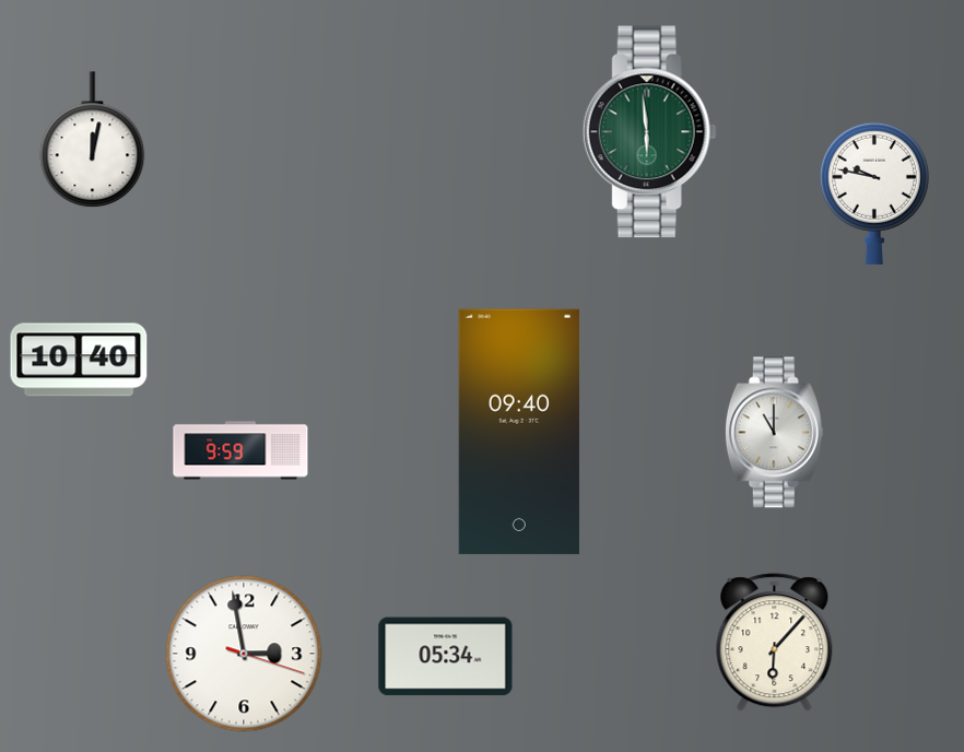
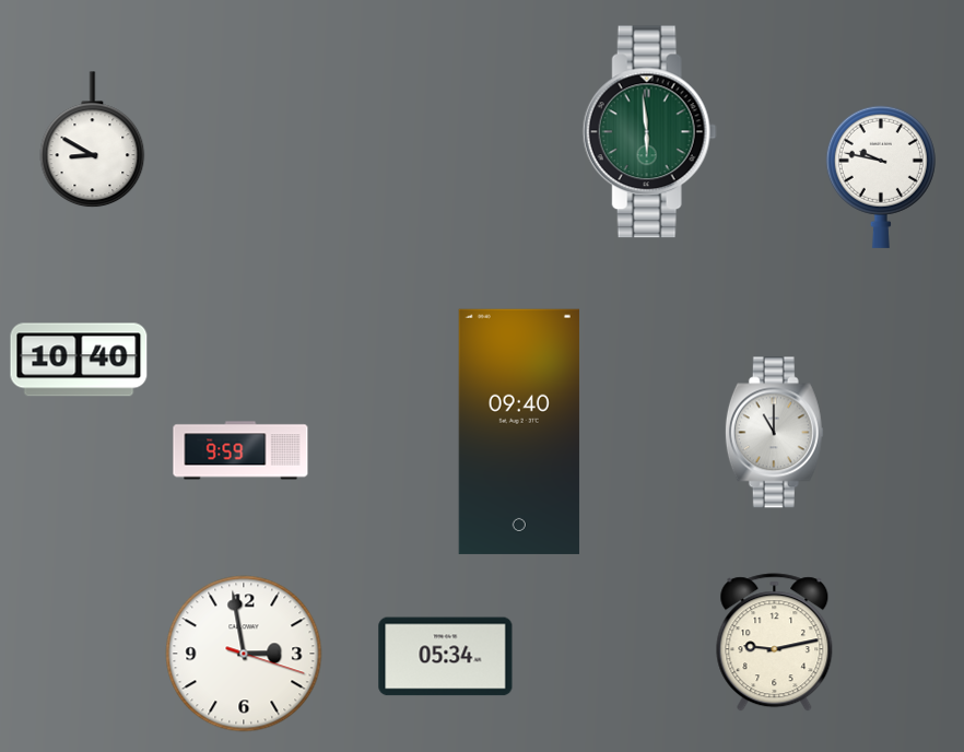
clock at (93, 140): 12:02 -> 8:50
clock at (874, 193) position: (874, 193) -> (881, 177)
clock at (775, 643): 6:07 -> 9:13
